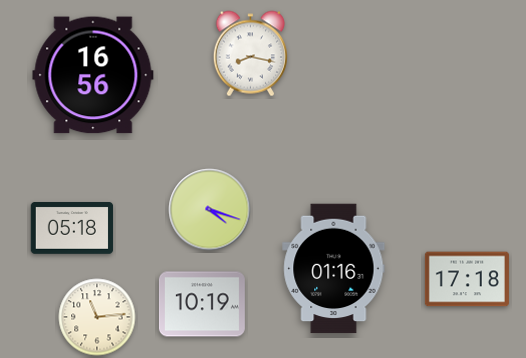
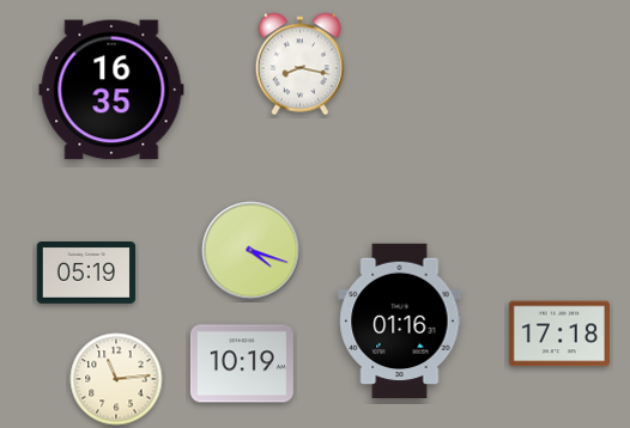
clock at (93, 75): 16:56 -> 16:35
clock at (72, 229): 05:18 -> 05:19
